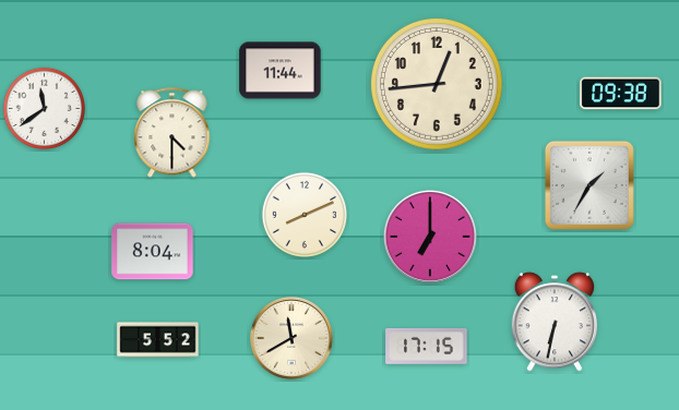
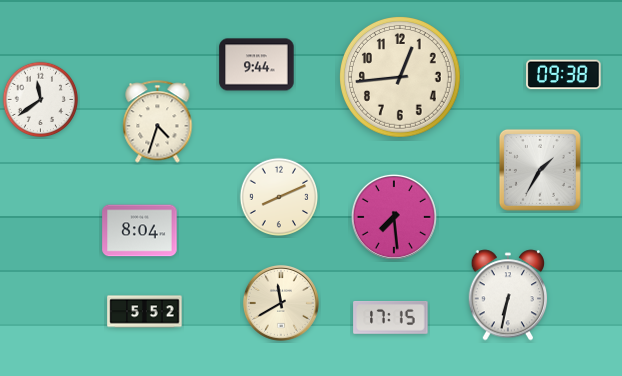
clock at (281, 71): 11:44 -> 9:44
clock at (621, 94) position: (621, 94) -> (564, 75)
clock at (172, 133): 4:30 -> 4:33
clock at (430, 237): 7:00 -> 7:29
clock at (291, 338) position: (291, 338) -> (281, 303)
